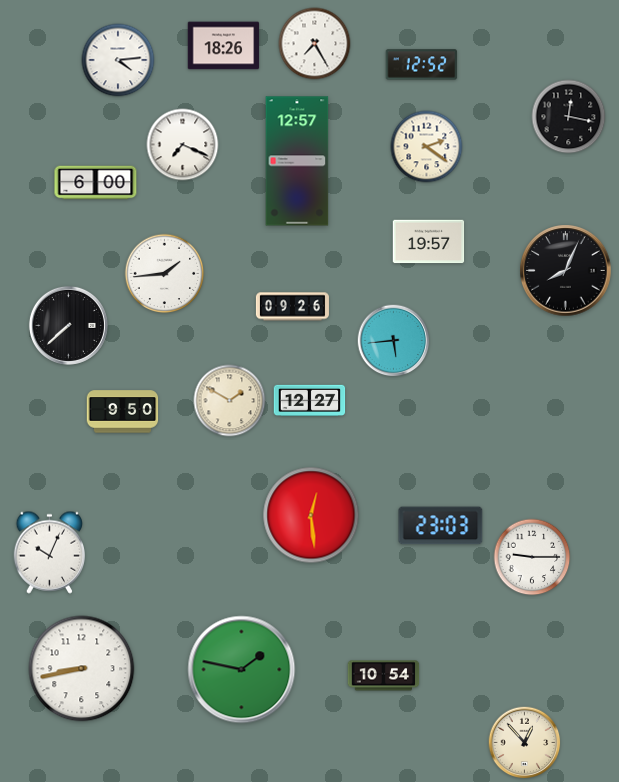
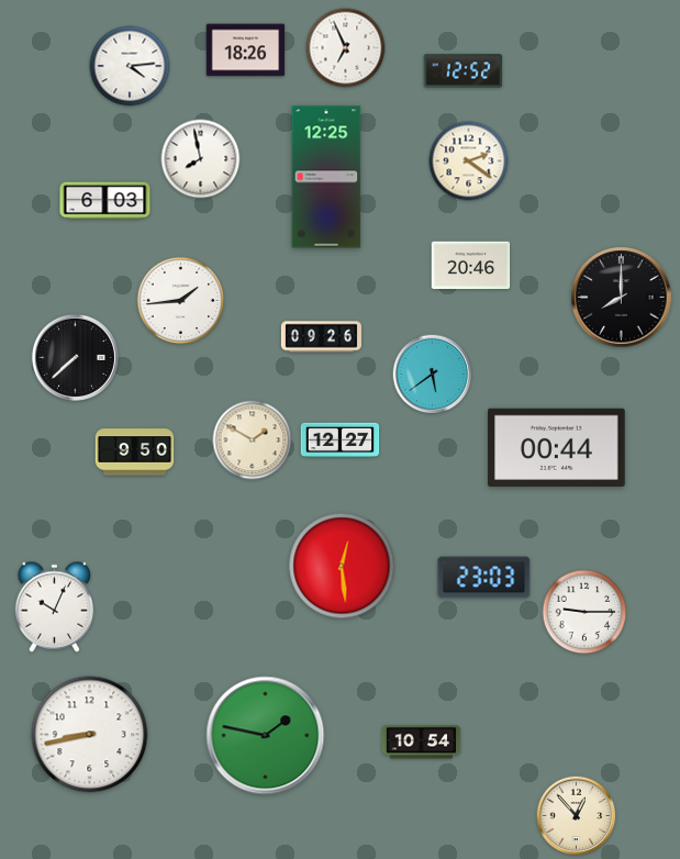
clock at (315, 44): 7:25 -> 6:56
clock at (569, 117): 12:17 -> none
clock at (183, 145): 7:19 -> 7:58
clock at (297, 161): 12:57 -> 12:25
clock at (96, 183): 6:00 -> 6:03
clock at (429, 242): 19:57 -> 20:46
clock at (566, 271): 8:04 -> 8:00
clock at (394, 341): 5:44 -> 5:39
clock at (557, 447): none -> 00:44
